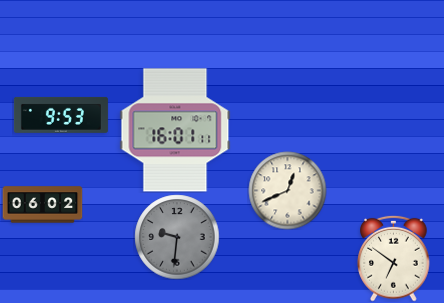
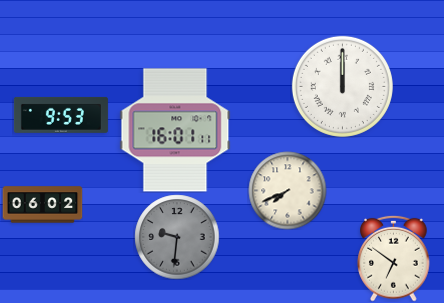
clock at (342, 86): none -> 12:00
clock at (287, 190): 12:41 -> 7:41
